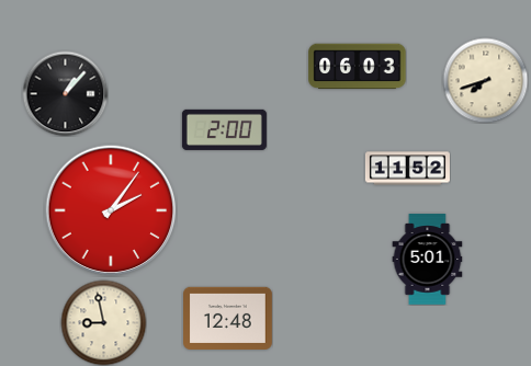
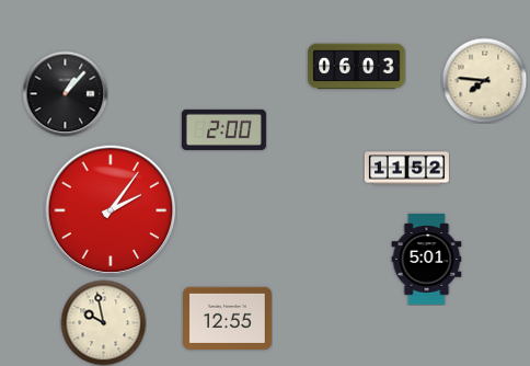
clock at (485, 80): 7:42 -> 7:46
clock at (228, 318): 12:48 -> 12:55
clock at (103, 322): 8:58 -> 9:58
